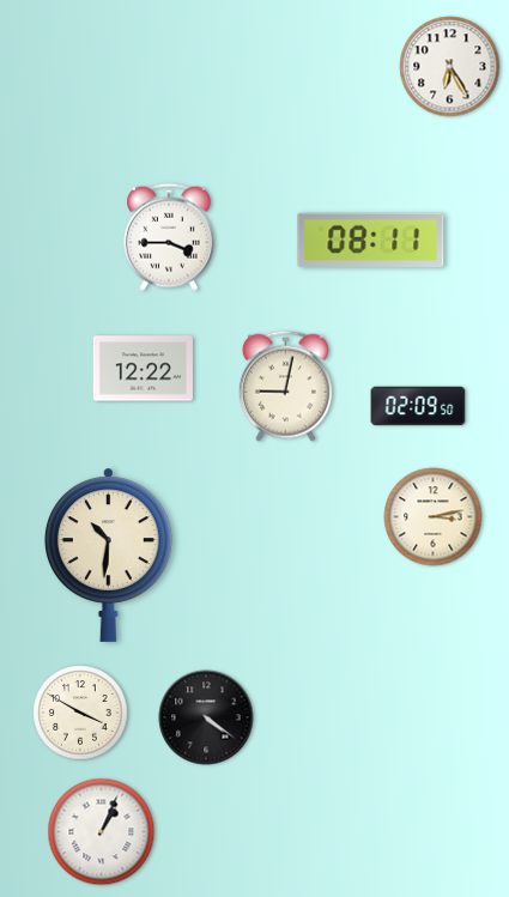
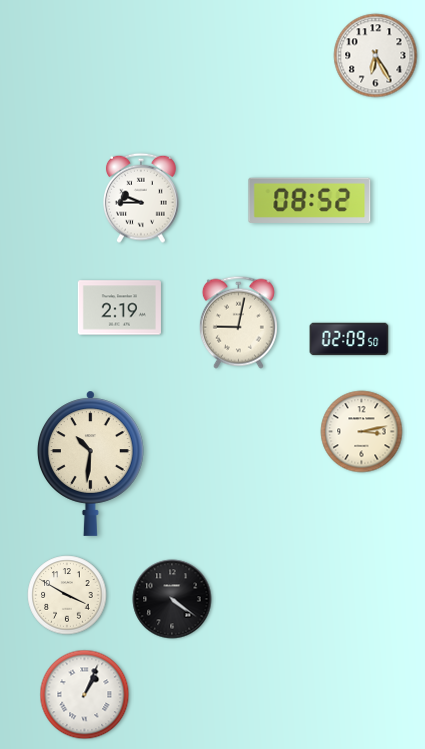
clock at (170, 237): 3:45 -> 9:45
clock at (371, 241): 08:11 -> 08:52
clock at (143, 369): 12:22 -> 2:19
